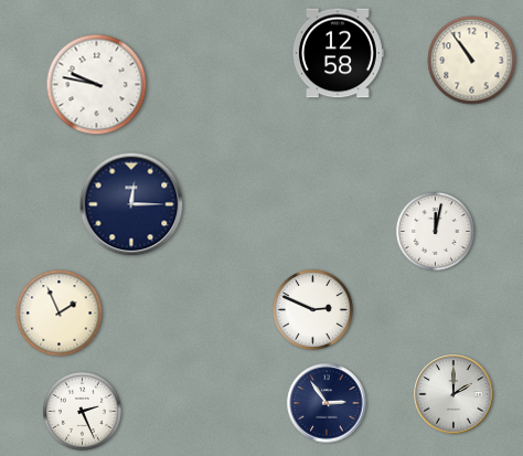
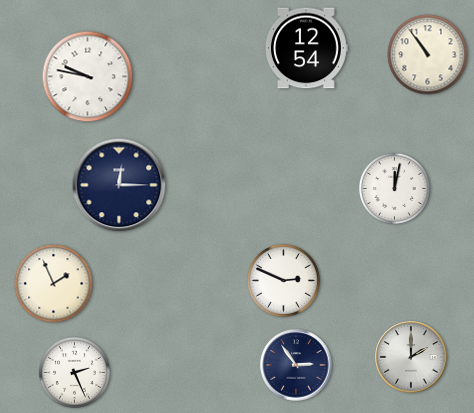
clock at (339, 53): 12:58 -> 12:54
clock at (435, 231) position: (435, 231) -> (394, 188)
